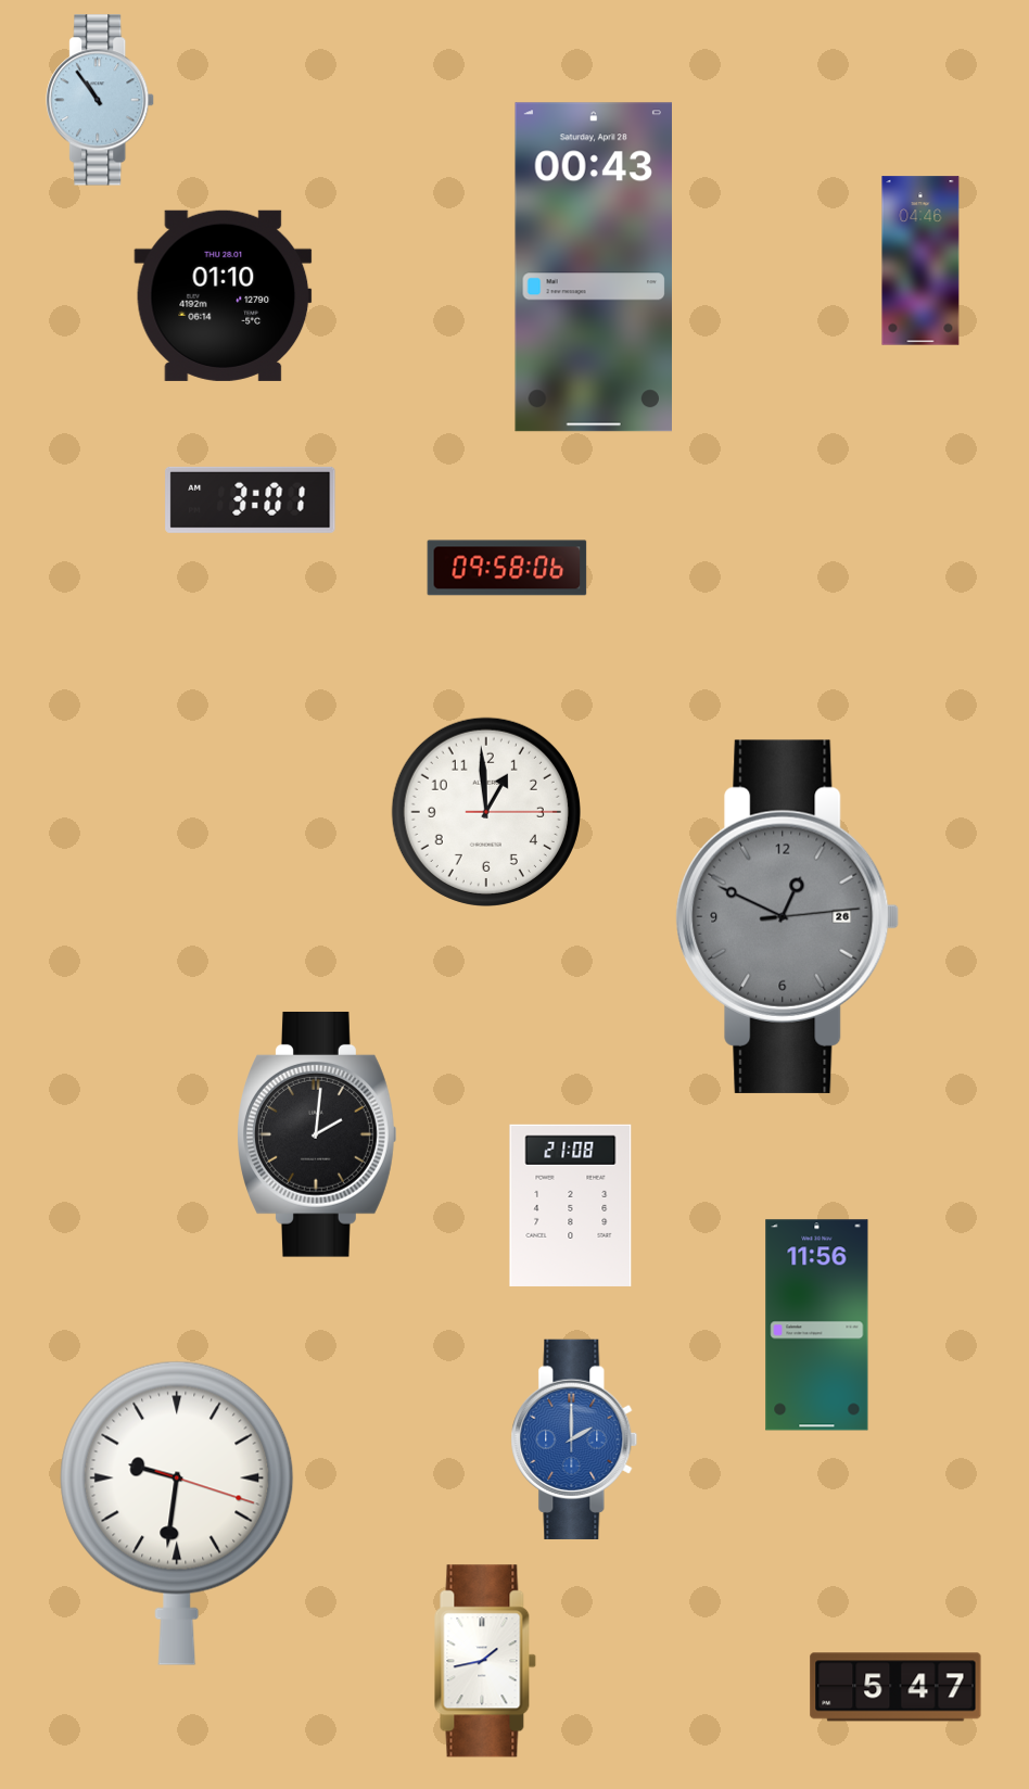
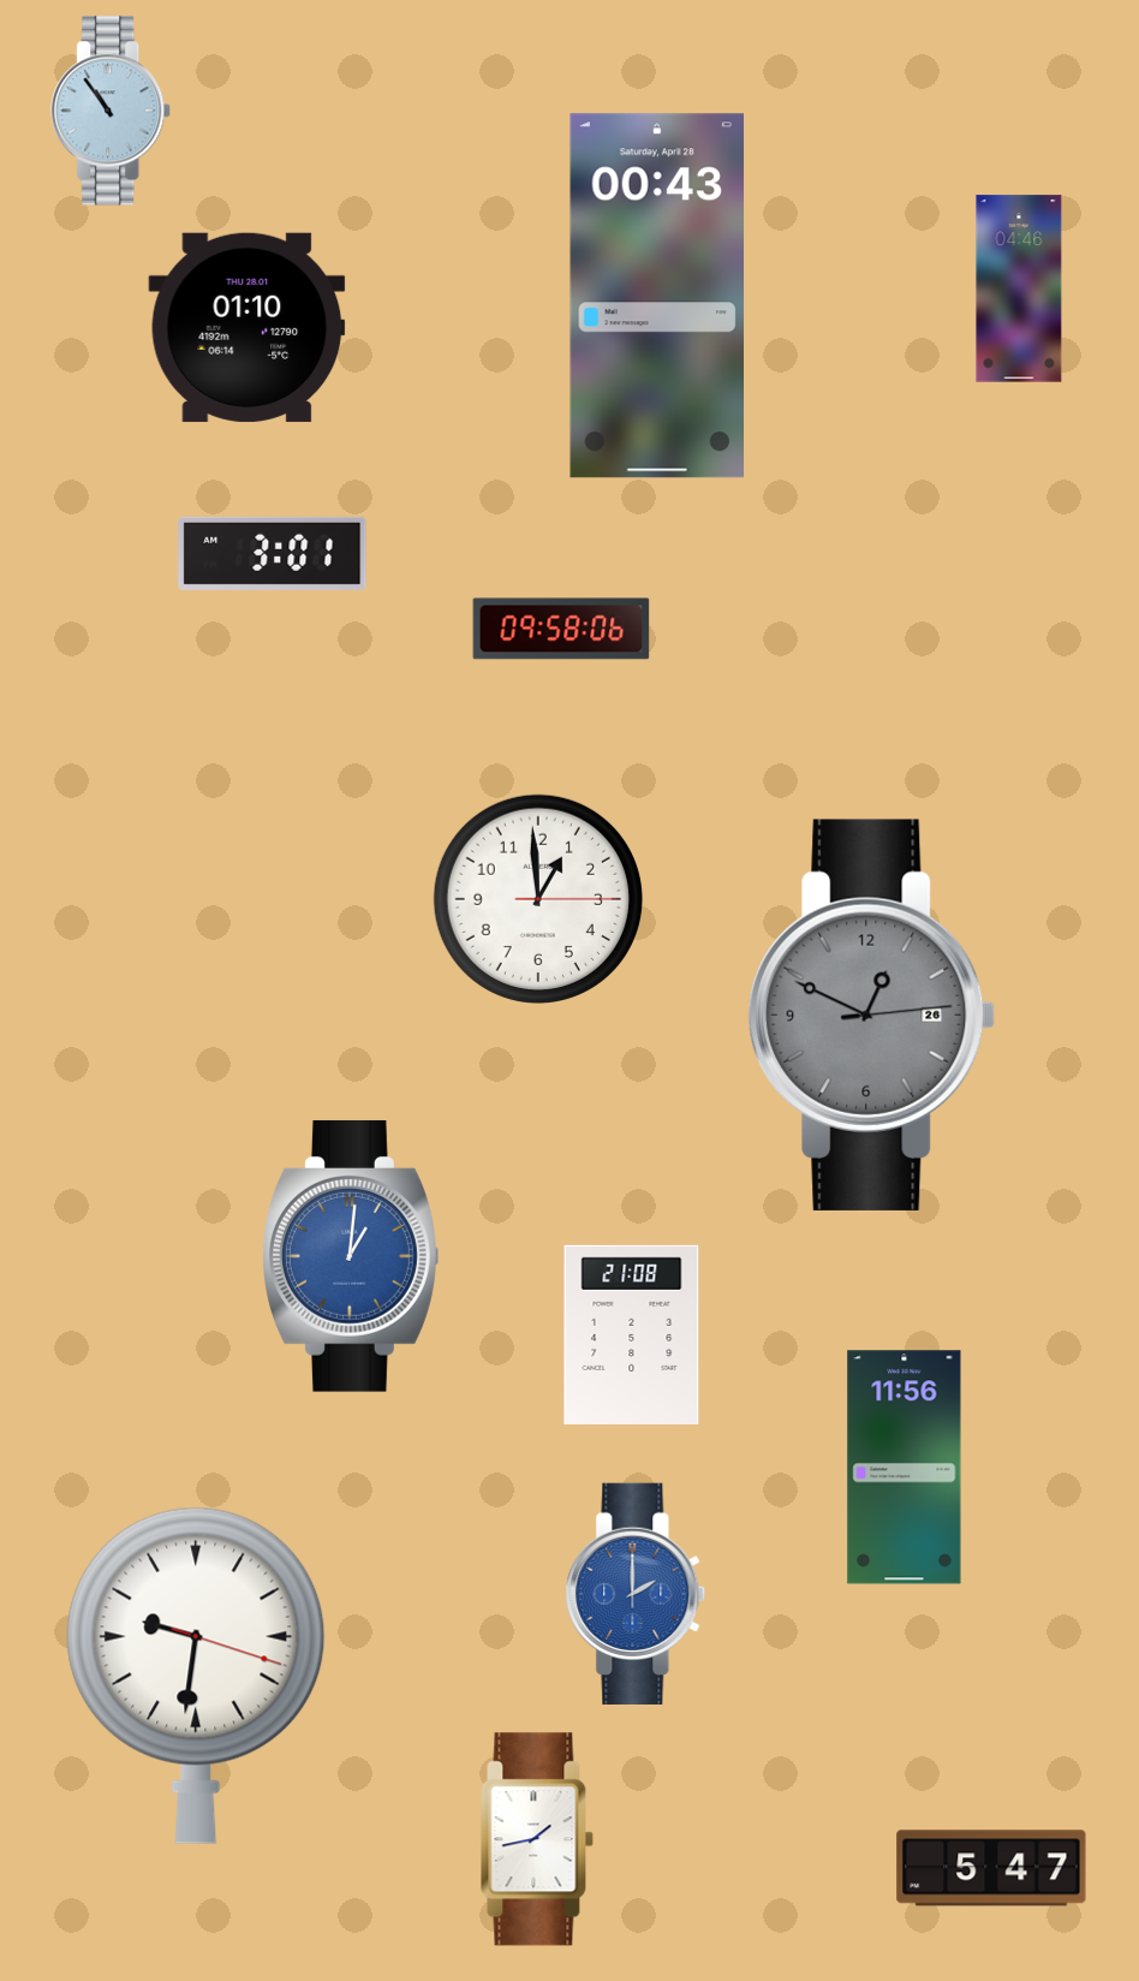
clock at (251, 499) position: (251, 499) -> (273, 553)
clock at (317, 1134): 2:01 -> 1:01
clock at (317, 1134) dial: black -> blue
